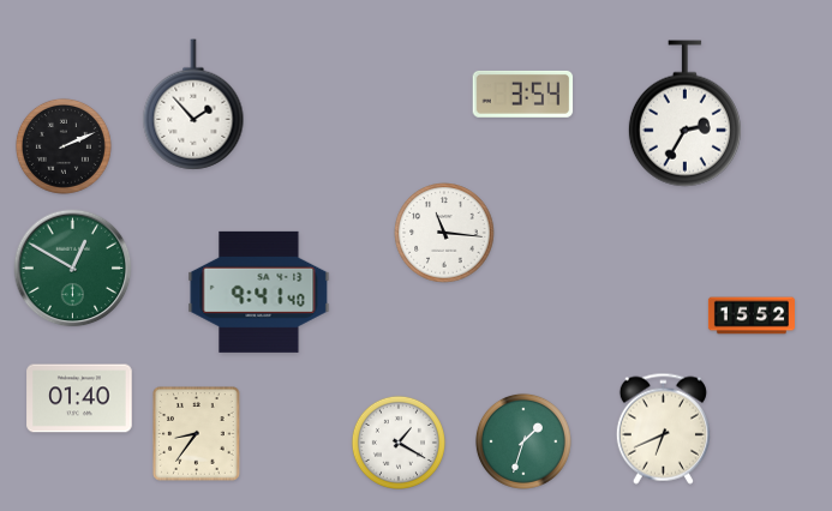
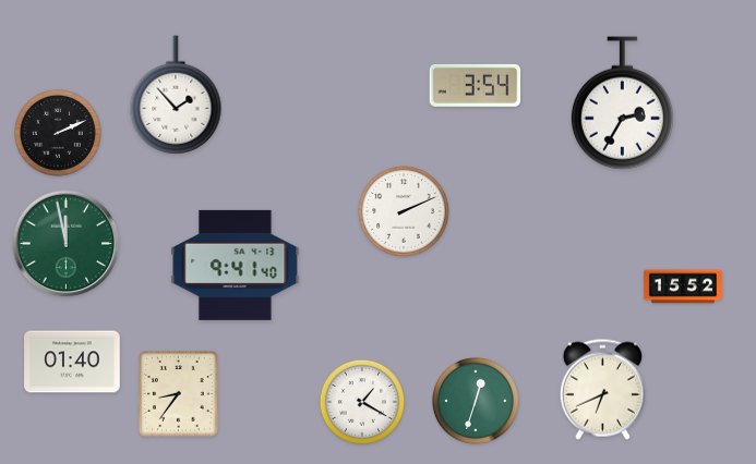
clock at (444, 233): 11:16 -> 2:11
clock at (73, 269): 12:50 -> 11:58
clock at (523, 441): 1:33 -> 12:33
